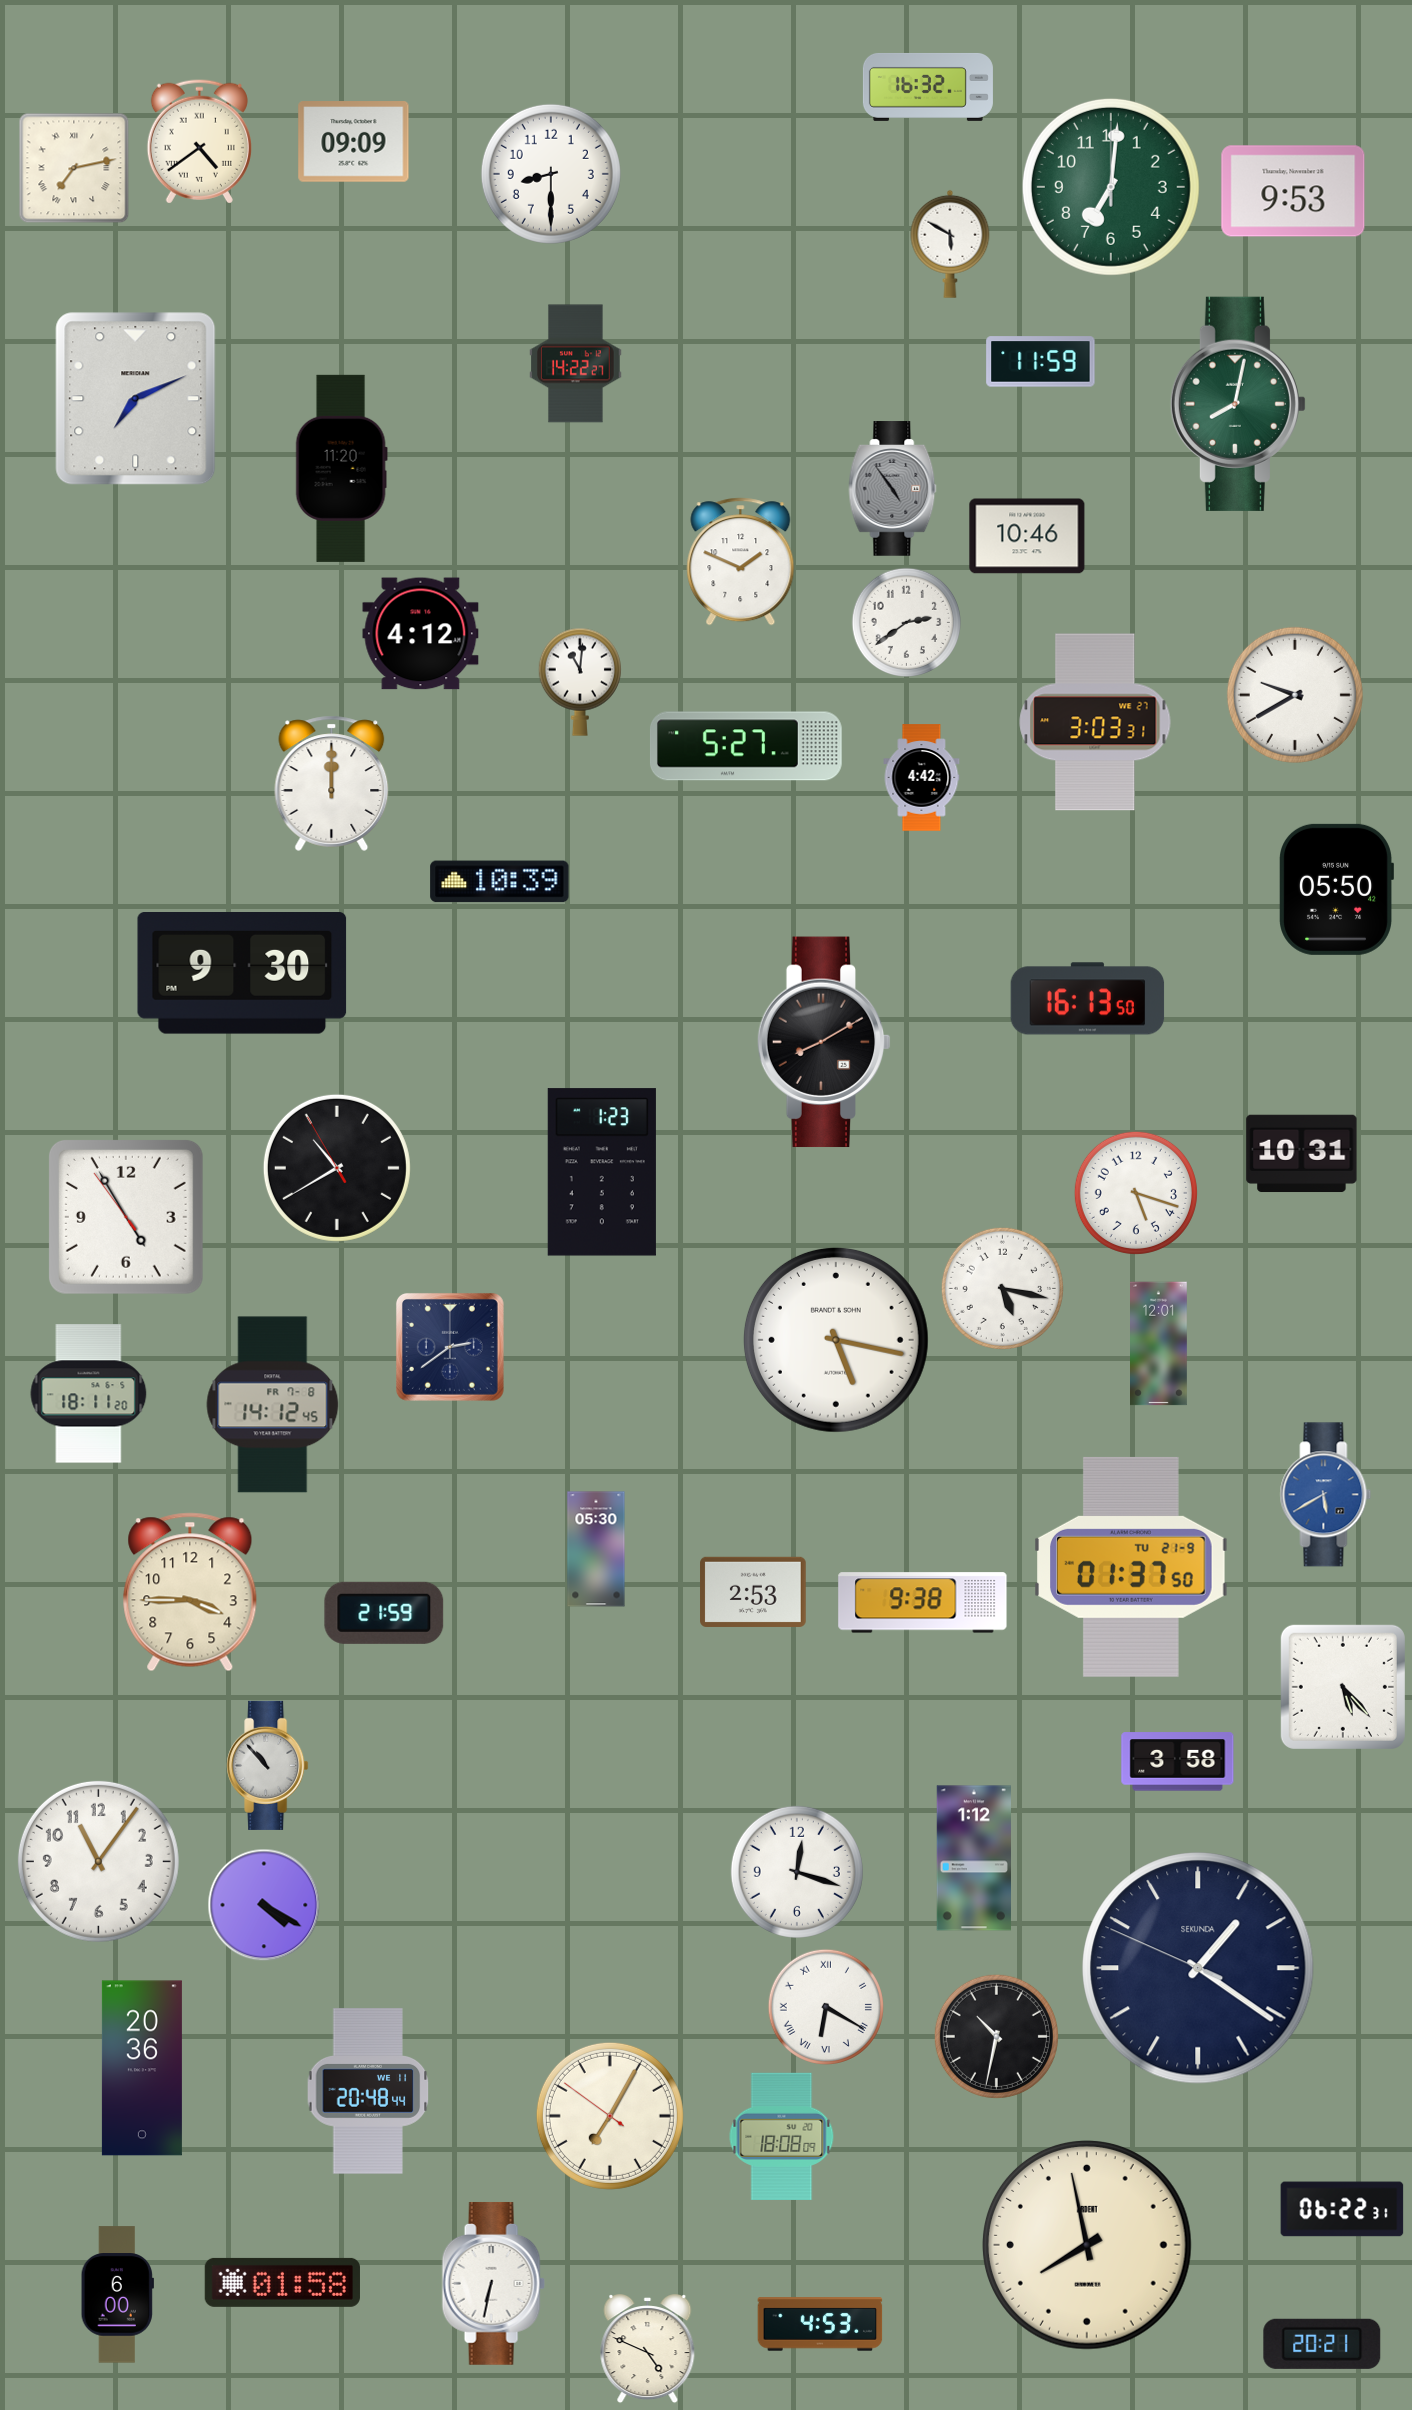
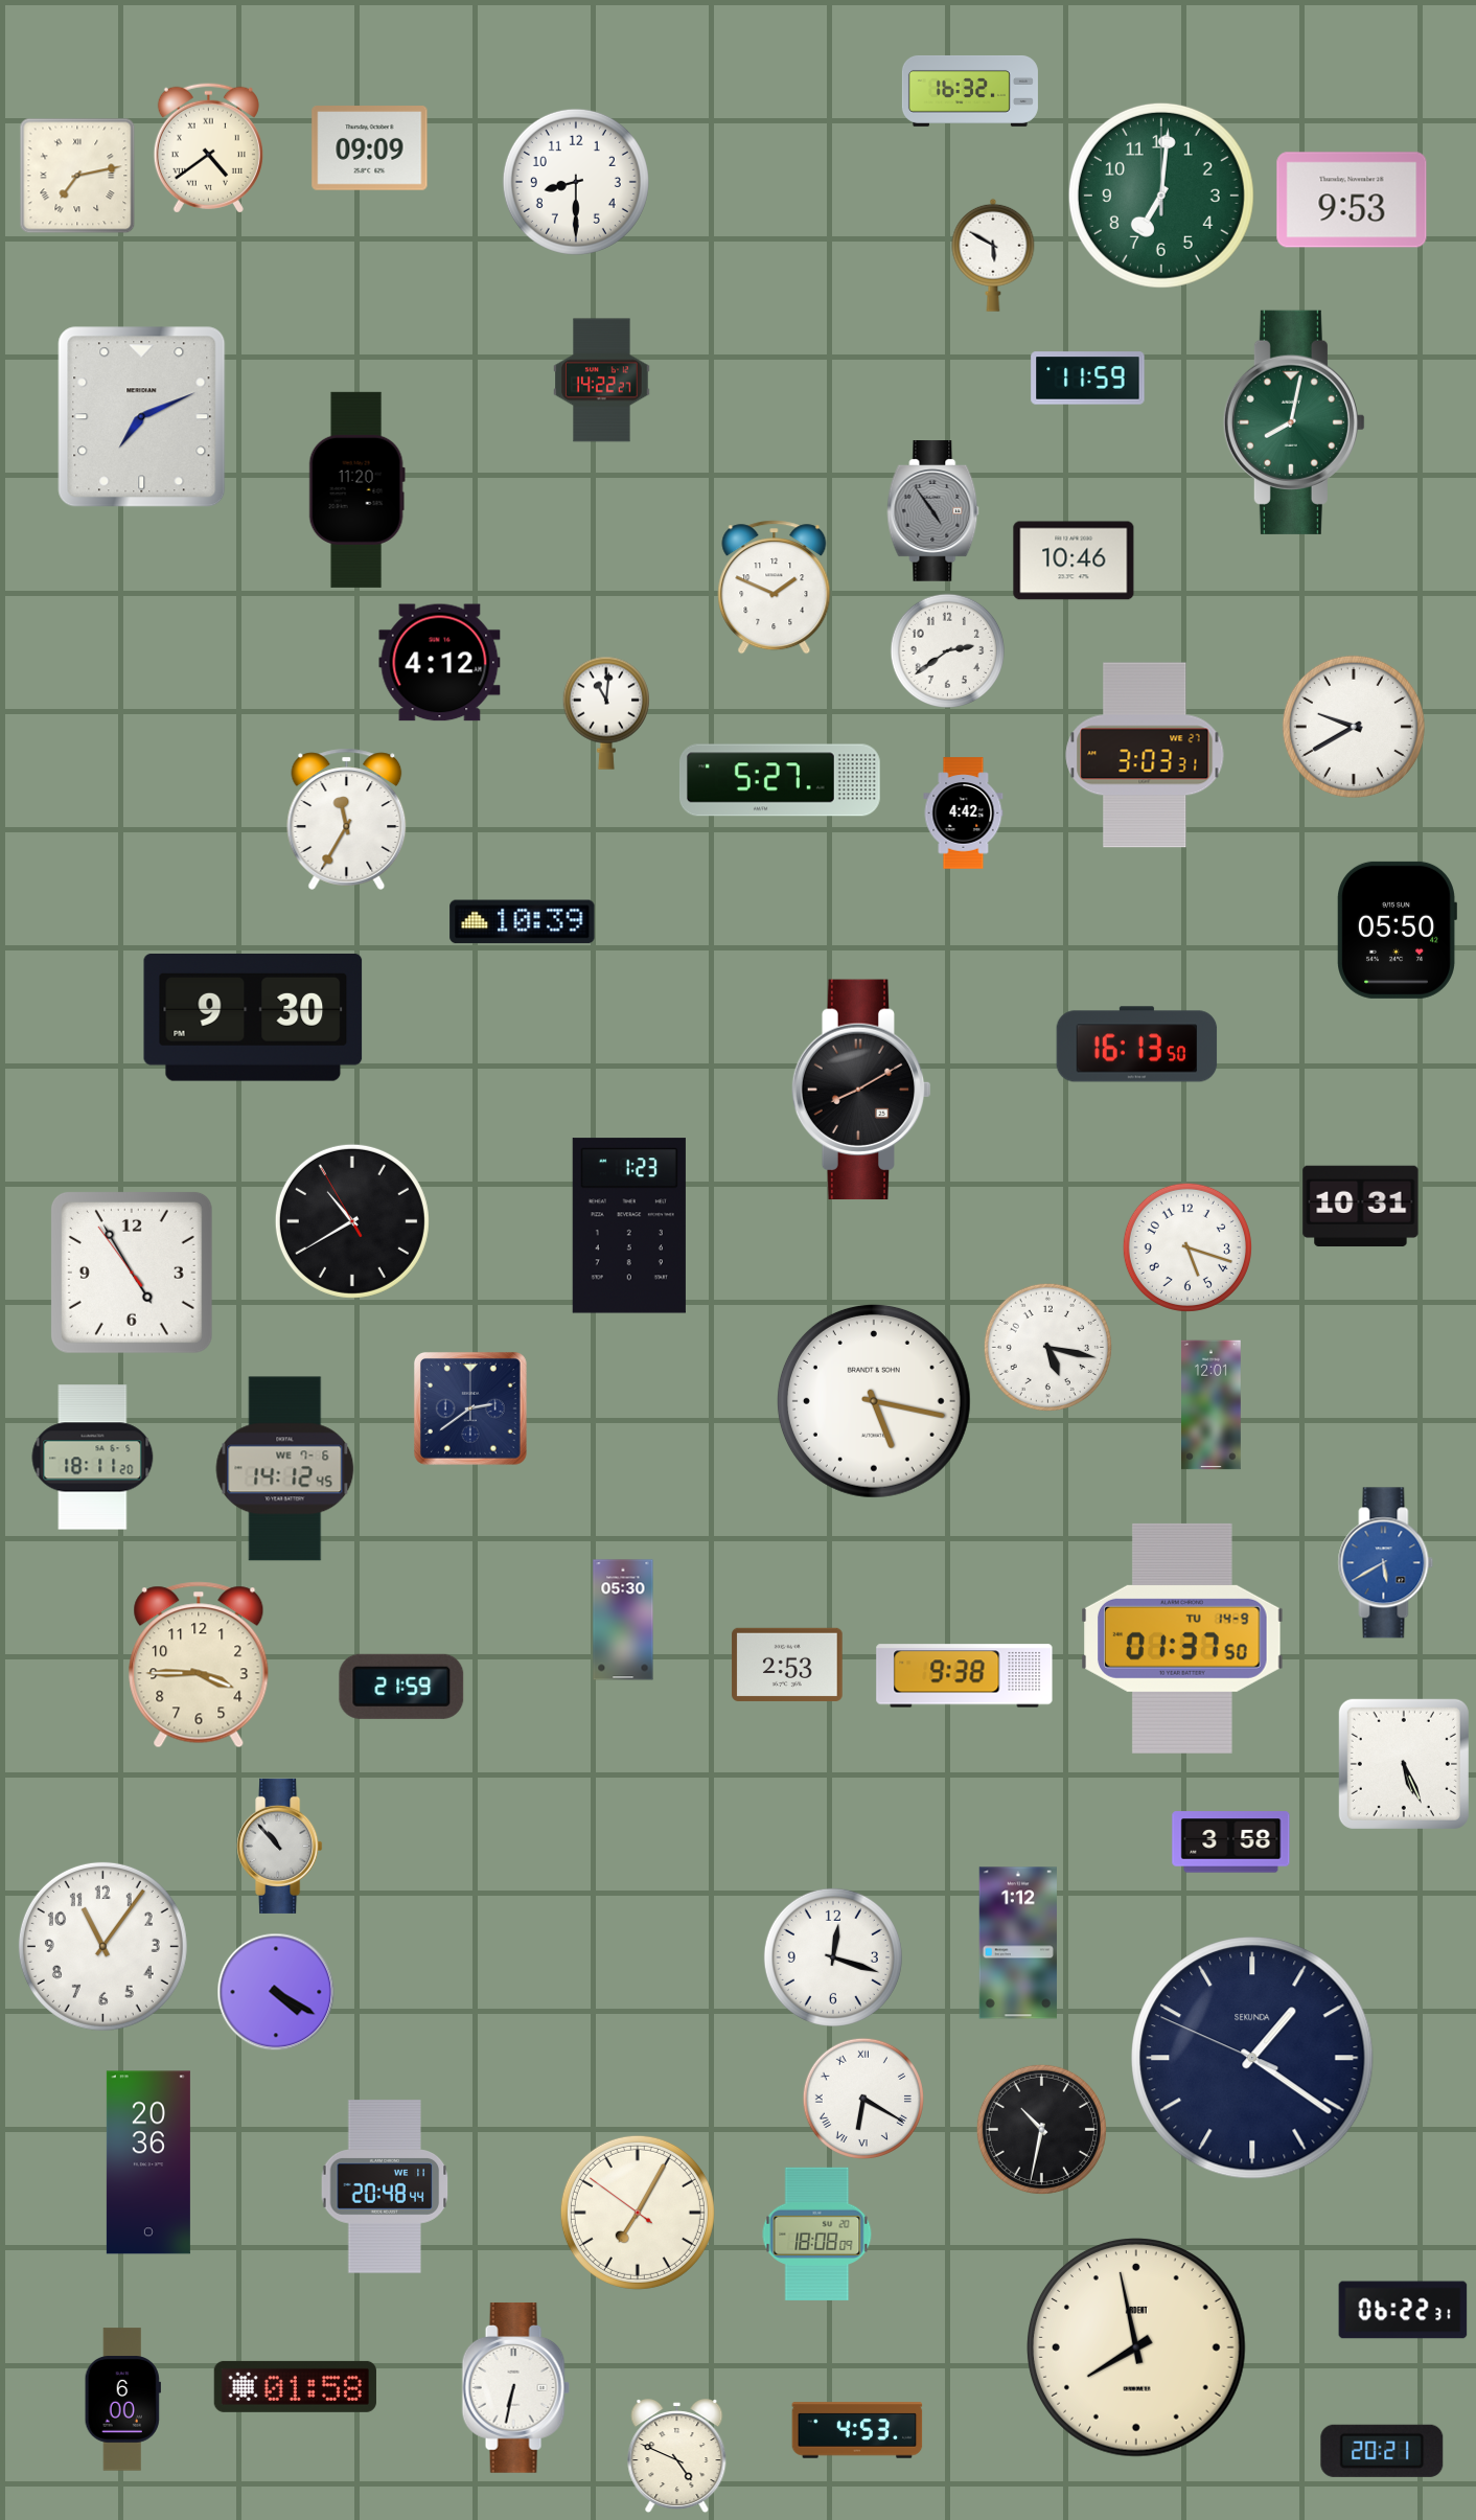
clock at (332, 783): 12:00 -> 11:35
clock at (273, 1405) date: FR 7-8 -> WE 7-6
clock at (1131, 1567) date: TU 21-9 -> TU 14-9
clock at (1343, 1687): 5:23 -> 5:26
